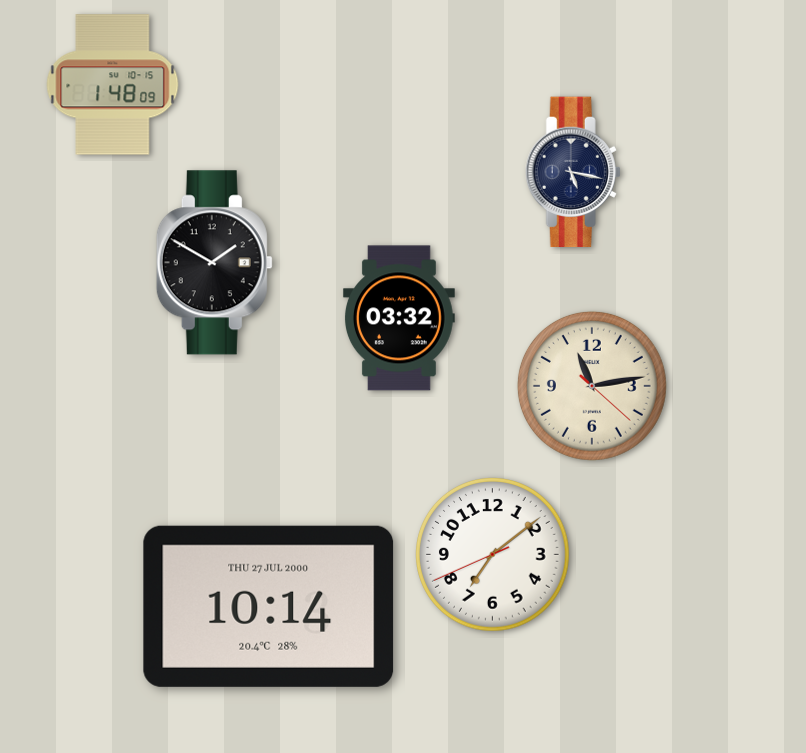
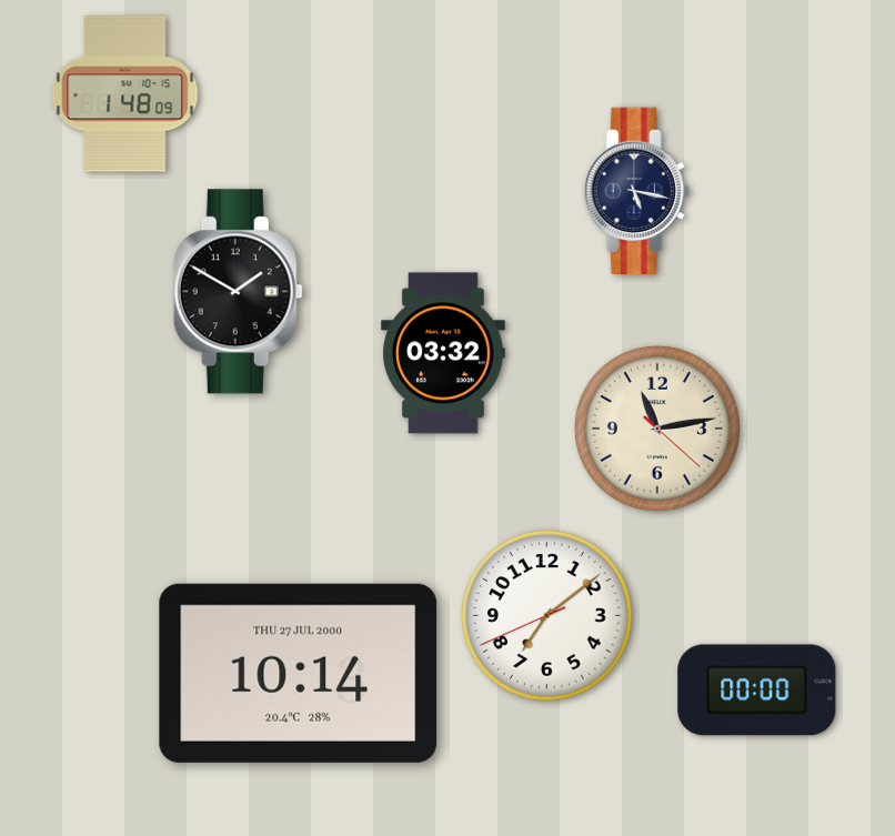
clock at (757, 691): none -> 00:00
